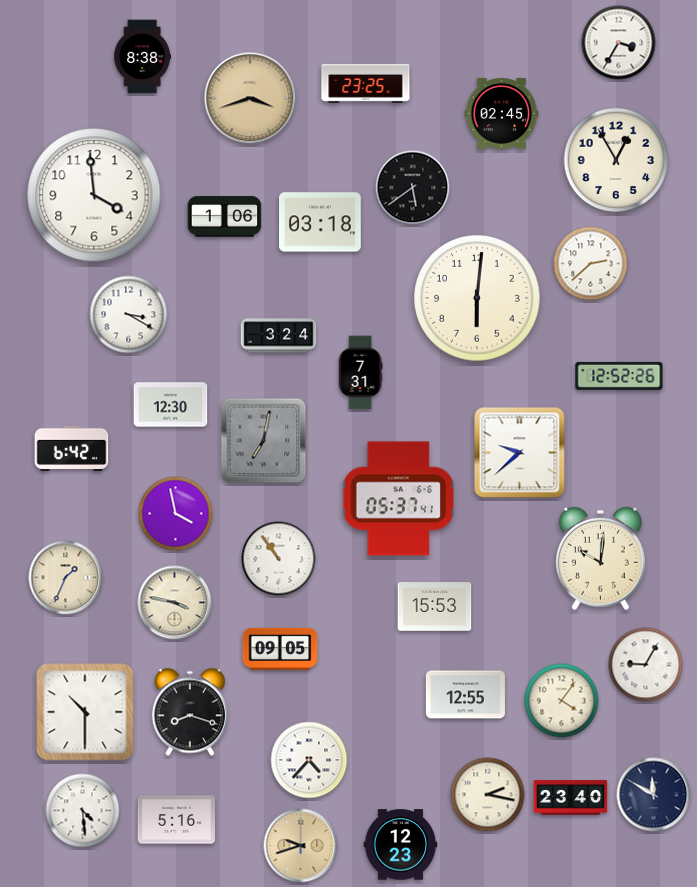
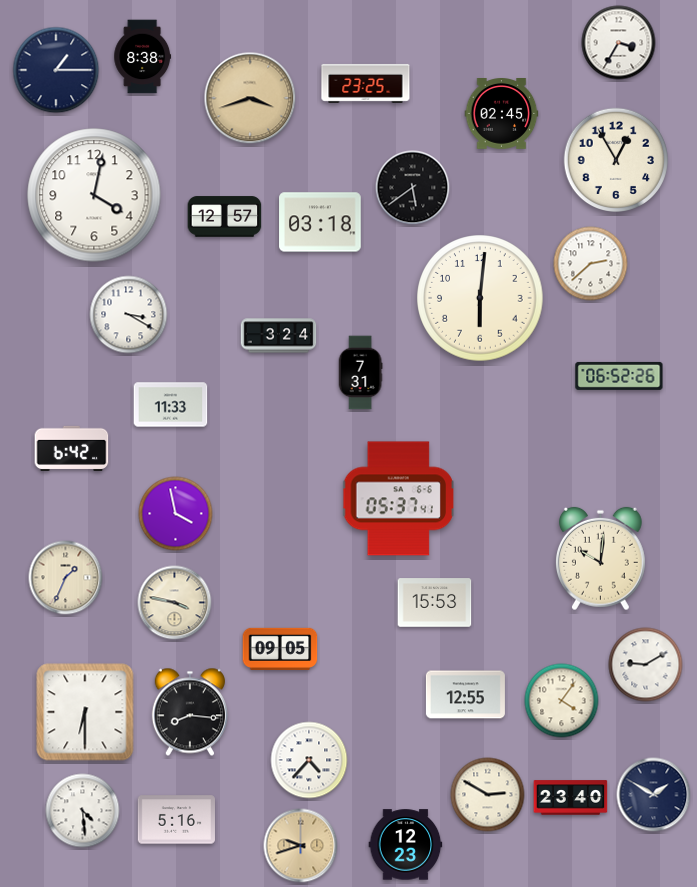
clock at (56, 70): none -> 1:15
clock at (94, 195): 3:59 -> 4:02
clock at (225, 217): 1:06 -> 12:57
clock at (477, 298) position: (477, 298) -> (480, 298)
clock at (619, 376): 12:52 -> 06:52
clock at (171, 405): 12:30 -> 11:33
clock at (264, 441): 7:02 -> none
clock at (520, 453): 9:38 -> none
clock at (279, 559): 10:54 -> none
clock at (435, 607) position: (435, 607) -> (435, 603)
clock at (646, 665): 9:05 -> 9:10
clock at (85, 712): 10:30 -> 6:30
clock at (190, 712): 8:18 -> 8:16
clock at (488, 795): 2:17 -> 2:50
clock at (654, 795): 11:50 -> 1:50
clock at (401, 845) position: (401, 845) -> (406, 845)
